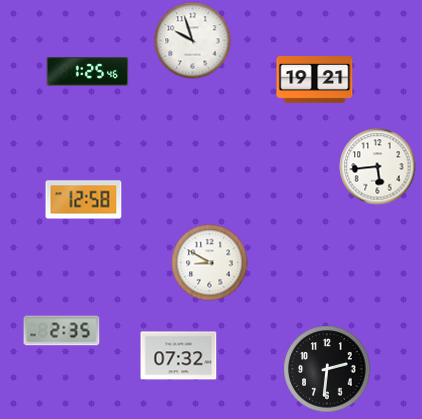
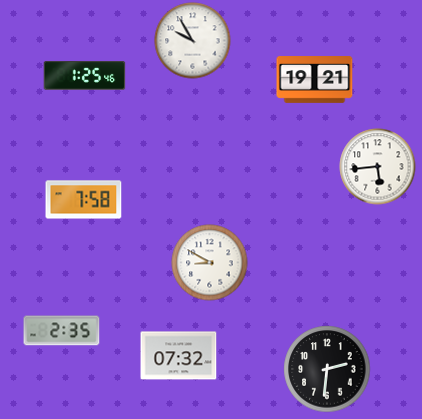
clock at (193, 41): 9:57 -> 9:55
clock at (88, 72) position: (88, 72) -> (85, 76)
clock at (84, 200): 12:58 -> 7:58
